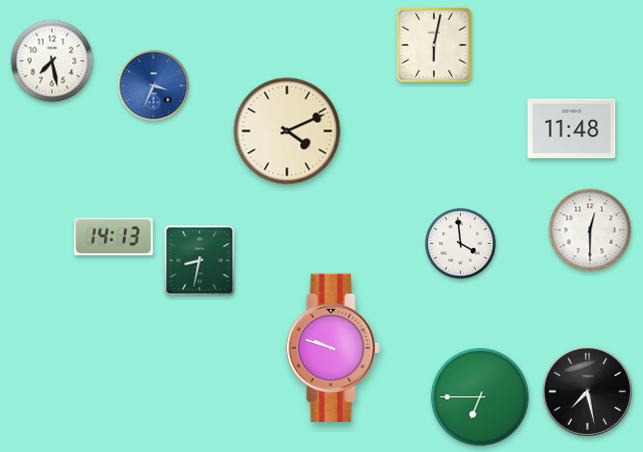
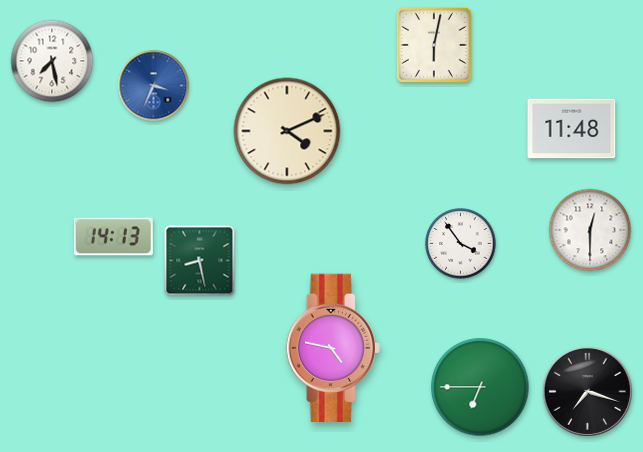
clock at (461, 244): 3:59 -> 3:54
clock at (200, 261): 8:32 -> 8:28
clock at (333, 348): 9:48 -> 4:47
clock at (587, 391): 7:28 -> 7:18
clock at (480, 397) position: (480, 397) -> (480, 387)
